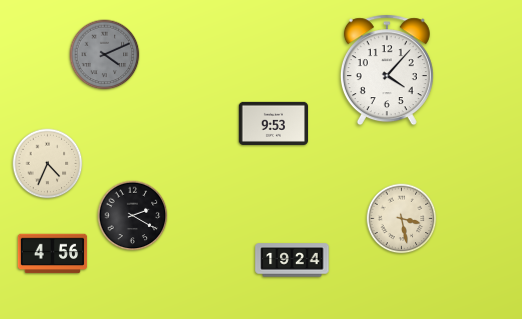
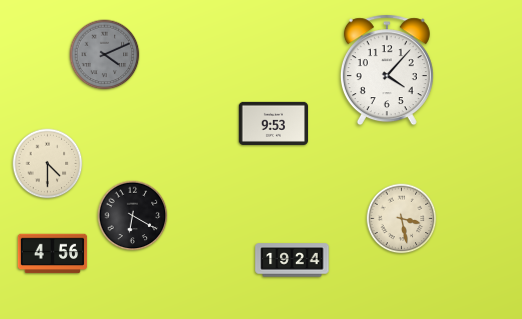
clock at (48, 164): 4:34 -> 4:30
clock at (133, 216): 2:20 -> 6:20
